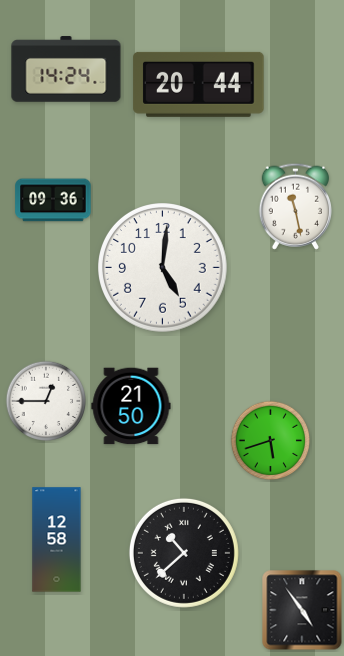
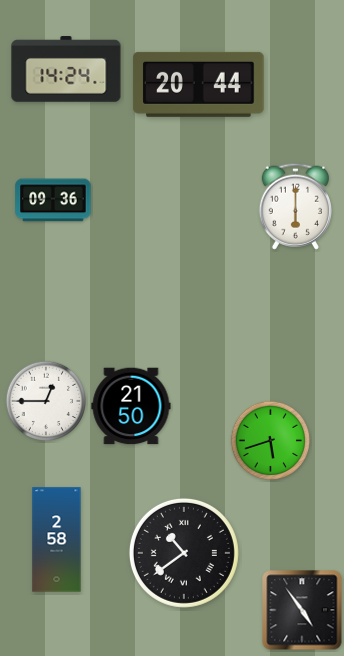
clock at (295, 206): 11:28 -> 6:00
clock at (163, 268): 5:01 -> none
clock at (57, 540): 12:58 -> 2:58
clock at (184, 553): 10:38 -> 10:39
